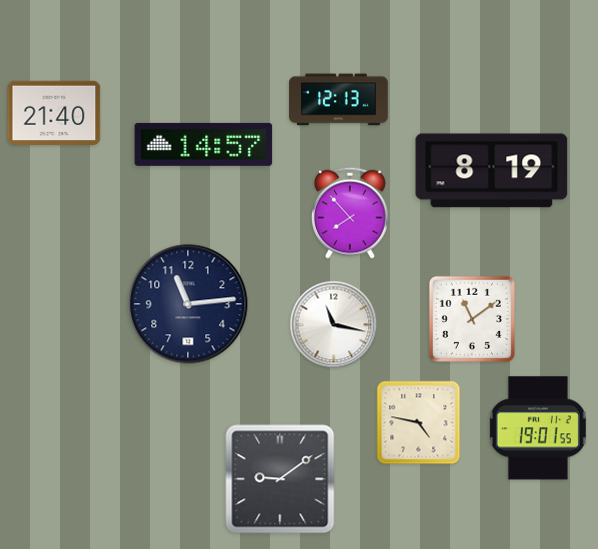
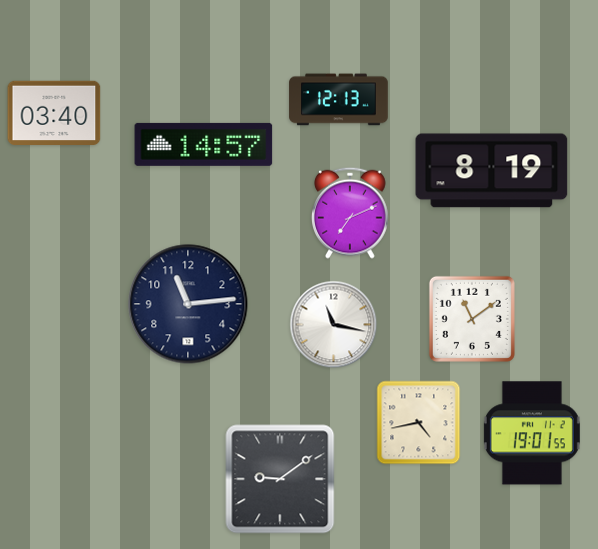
clock at (54, 113): 21:40 -> 03:40
clock at (351, 213): 7:53 -> 7:11
clock at (419, 423): 4:47 -> 4:43
clock at (538, 428) position: (538, 428) -> (532, 433)
